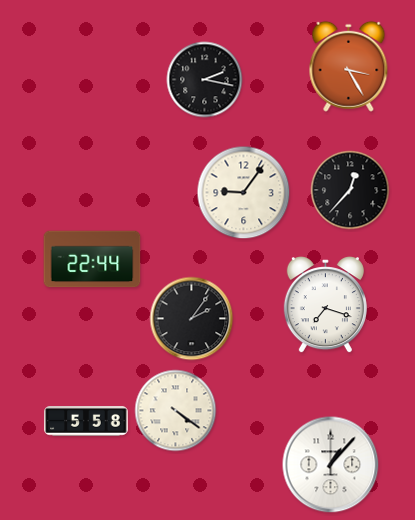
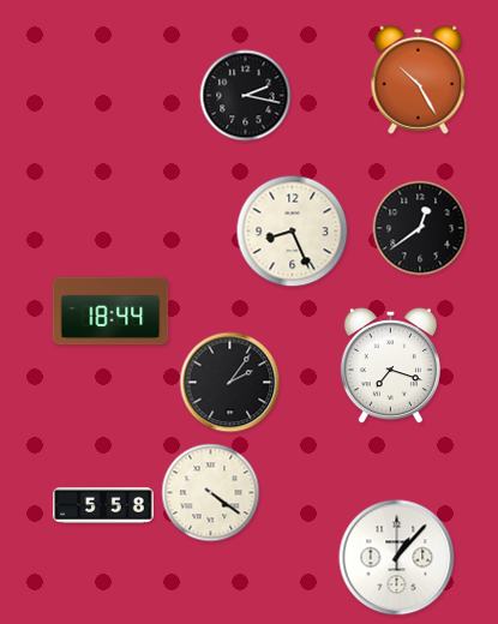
clock at (349, 66): 3:25 -> 10:25
clock at (350, 190): 12:37 -> 12:39
clock at (244, 193): 9:06 -> 8:26
clock at (92, 259): 22:44 -> 18:44
